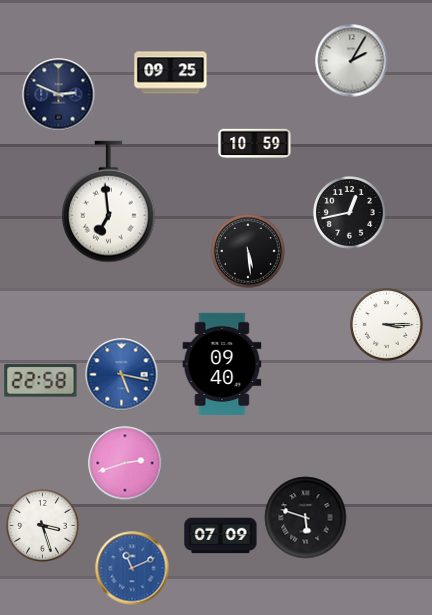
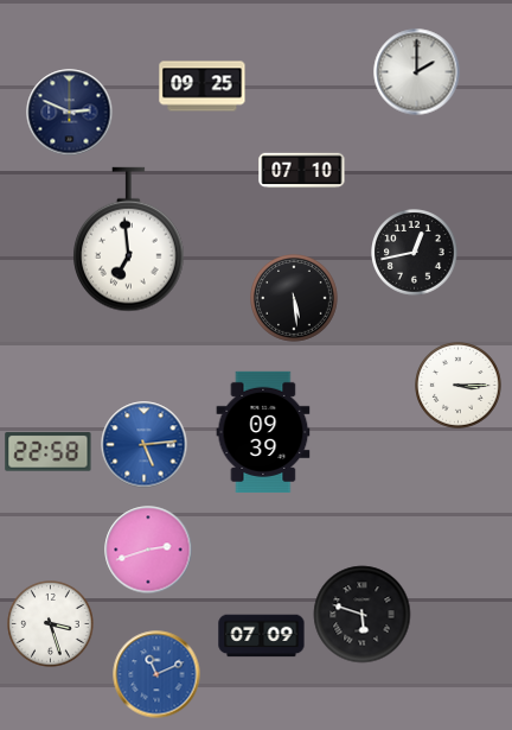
clock at (352, 61): 2:05 -> 2:00
clock at (255, 144): 10:59 -> 07:10
clock at (222, 364): 09:40 -> 09:39
clock at (122, 375): 5:17 -> 5:14
